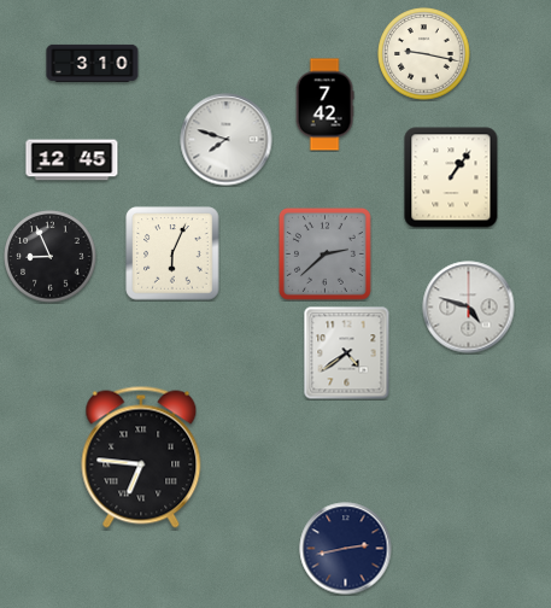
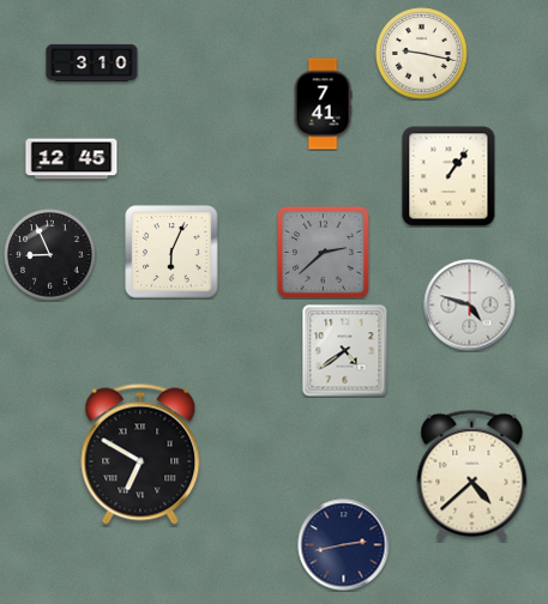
clock at (324, 105): 7:42 -> 7:41
clock at (227, 140): 7:48 -> none
clock at (469, 308) position: (469, 308) -> (470, 306)
clock at (141, 457): 6:46 -> 6:50
clock at (472, 475): none -> 4:38
